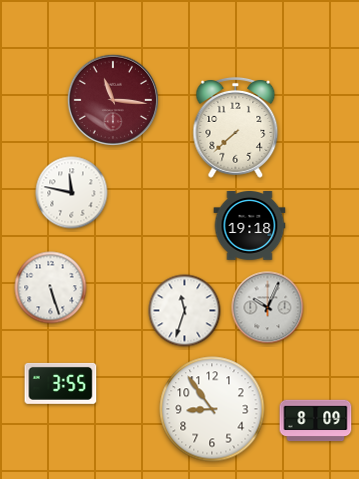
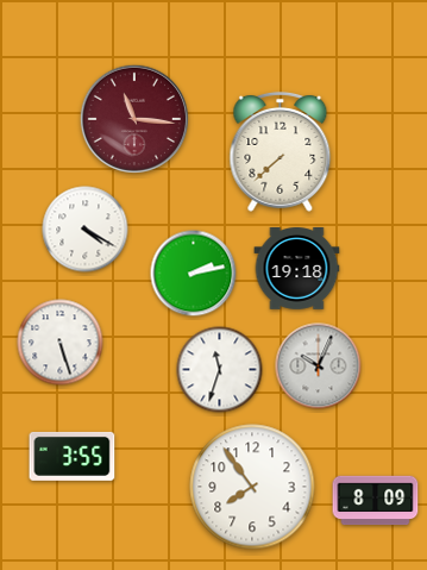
clock at (72, 193): 11:47 -> 4:20
clock at (194, 274): none -> 2:13
clock at (212, 409): 8:54 -> 7:54
